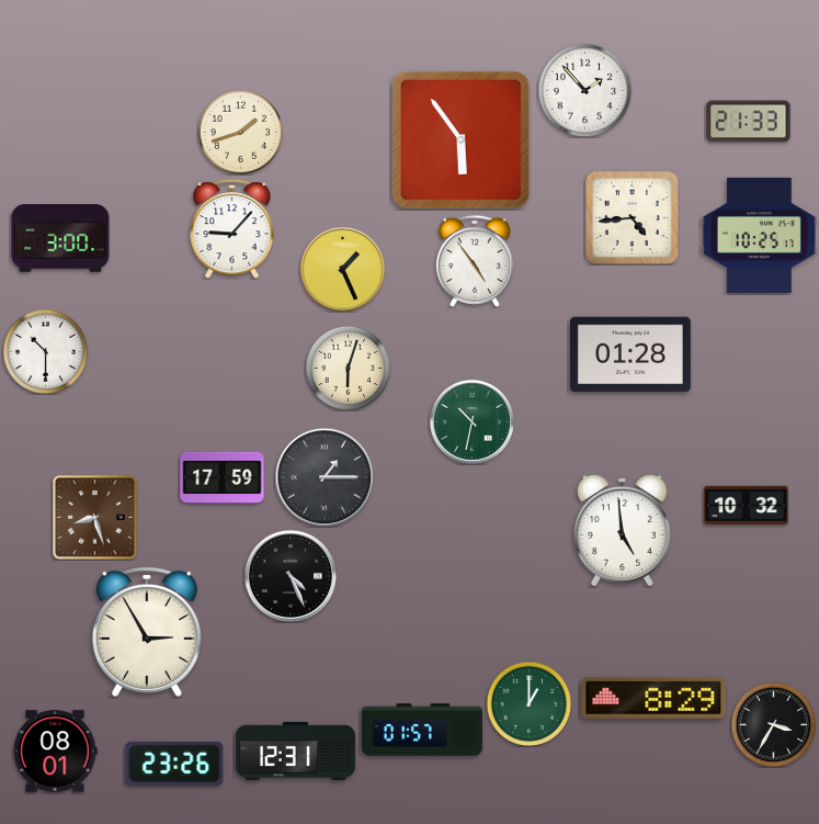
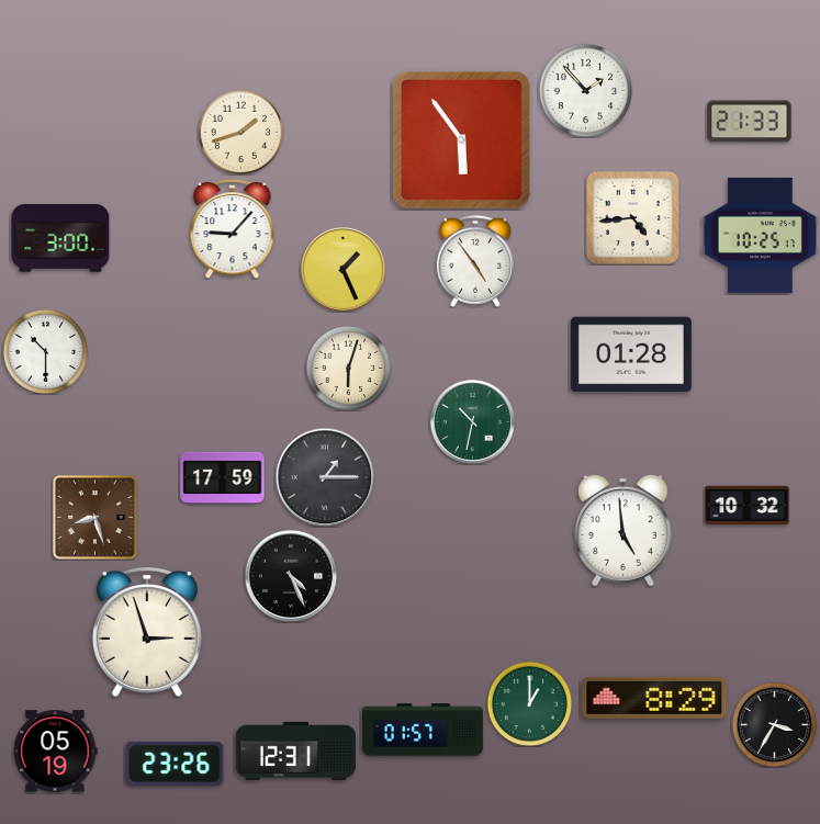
clock at (147, 633): 2:55 -> 2:57
clock at (55, 752): 08:01 -> 05:19
